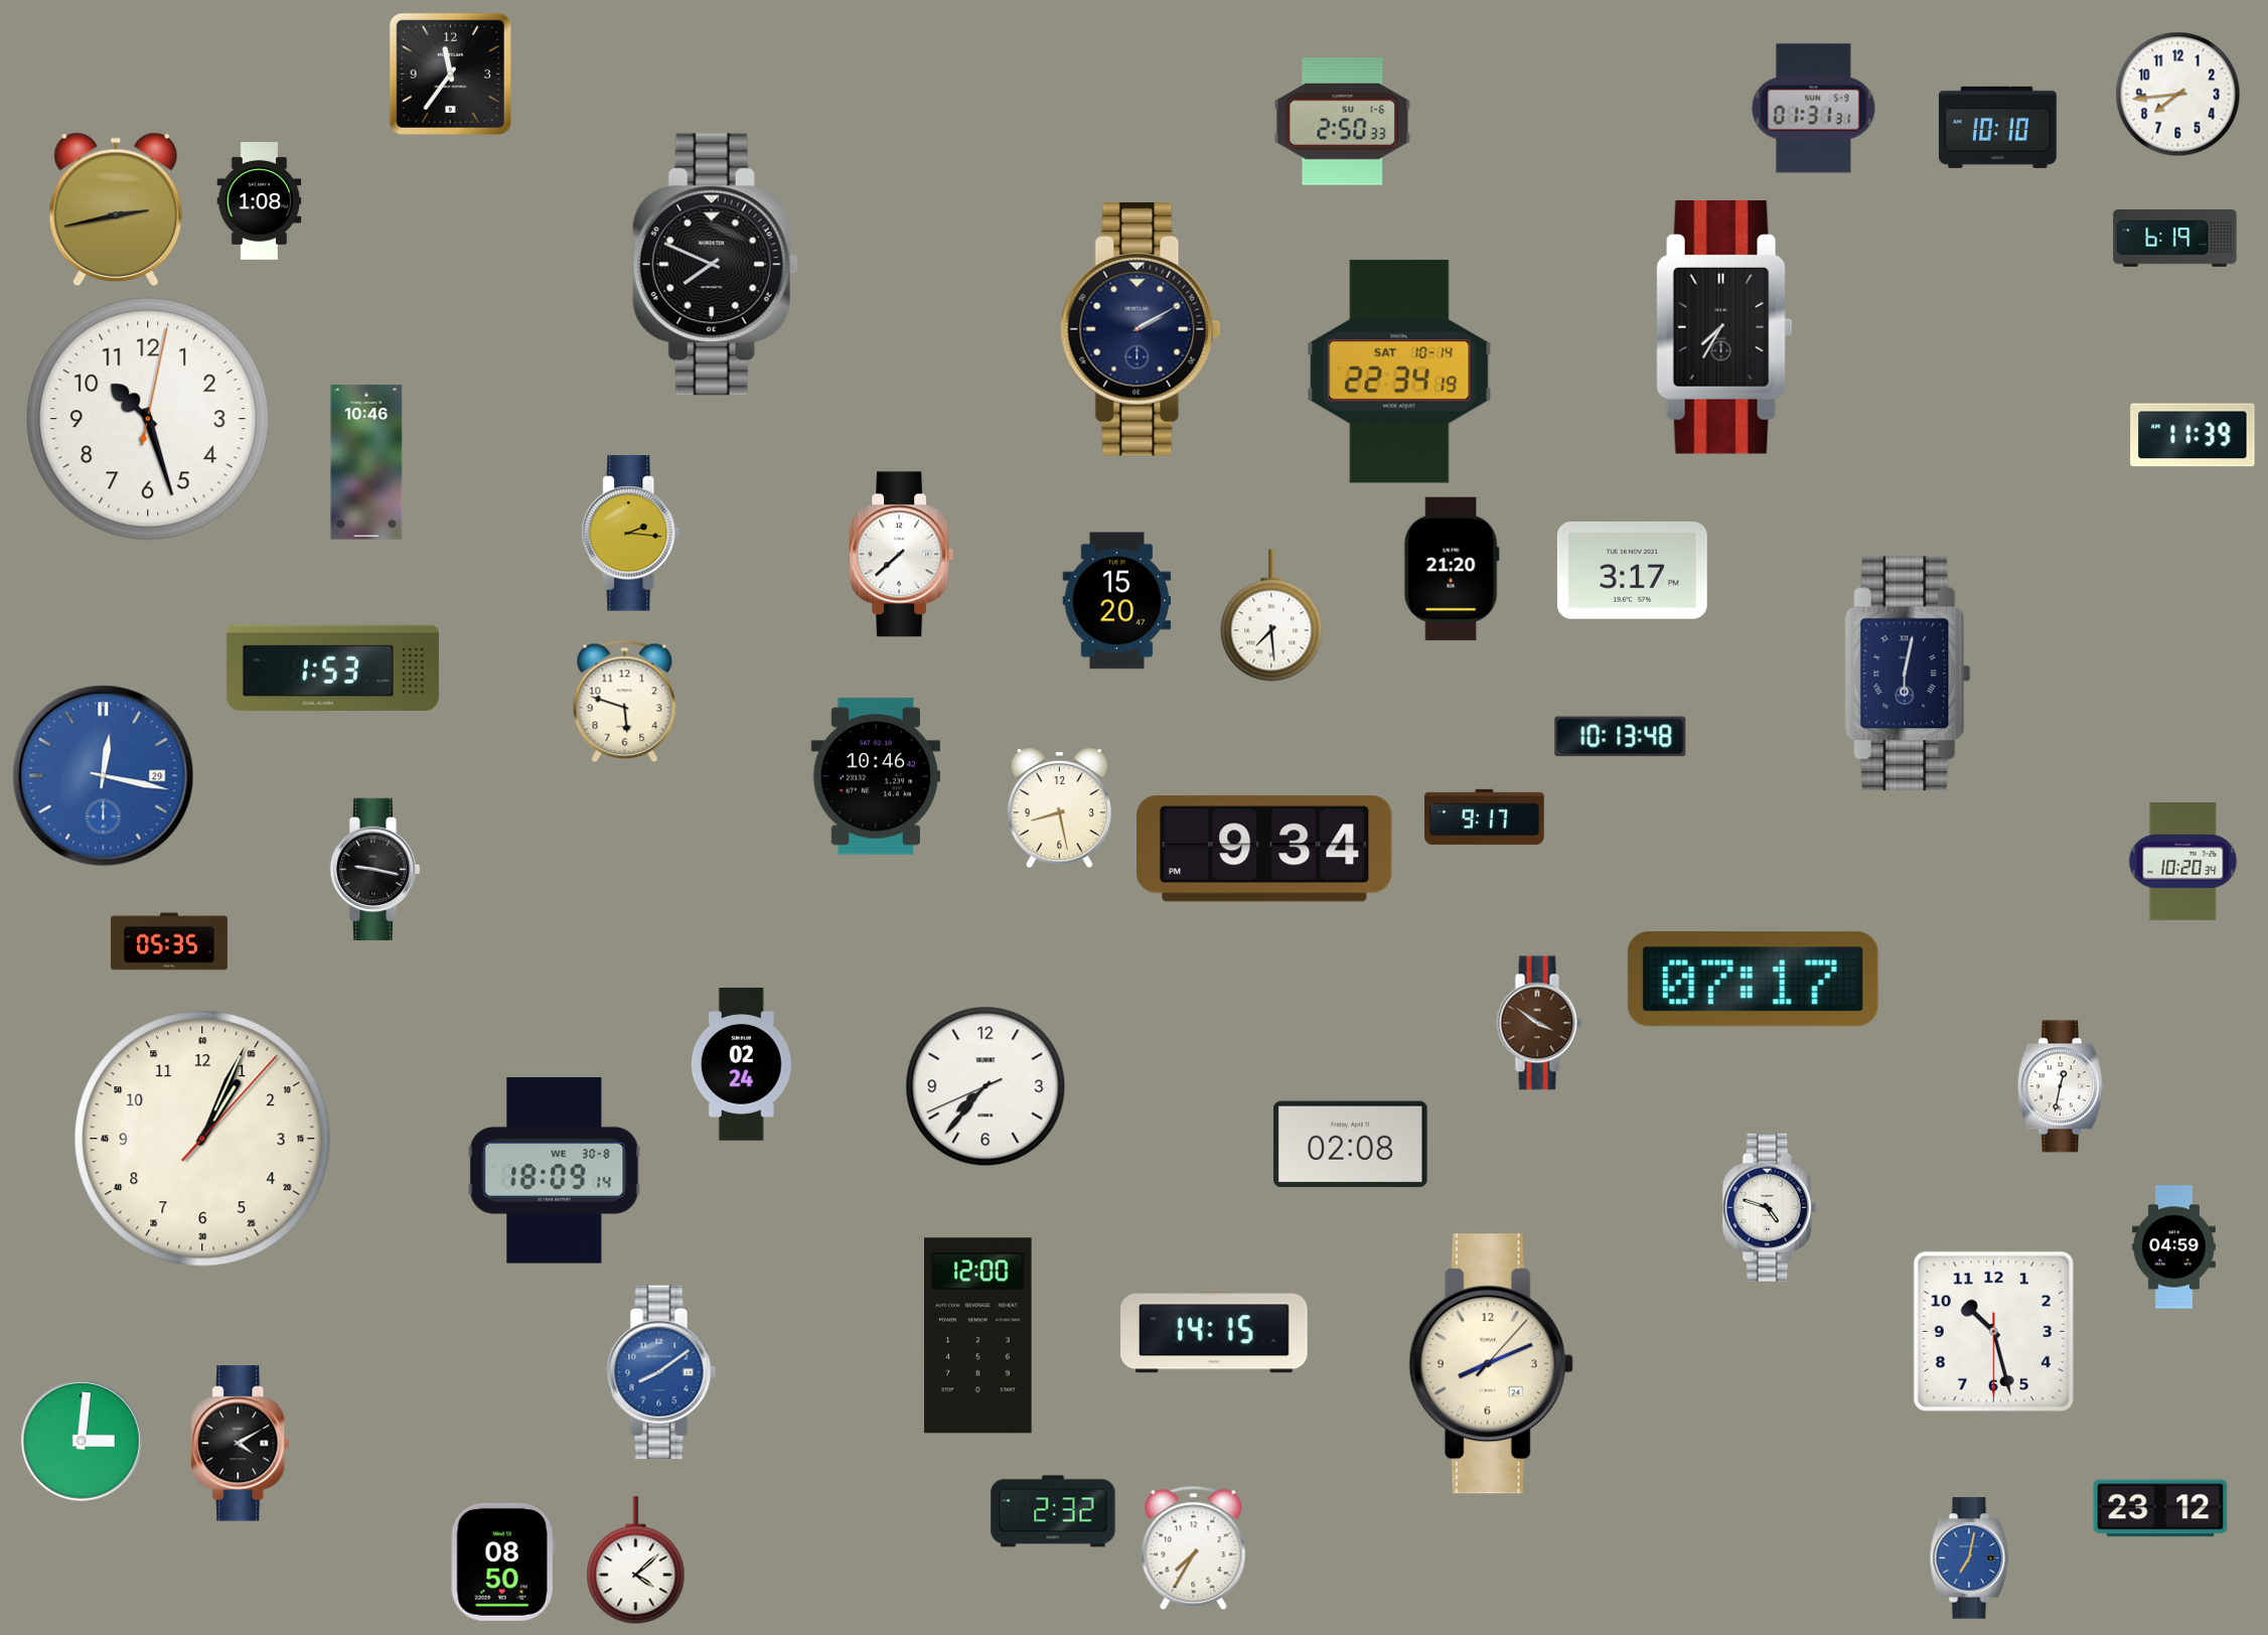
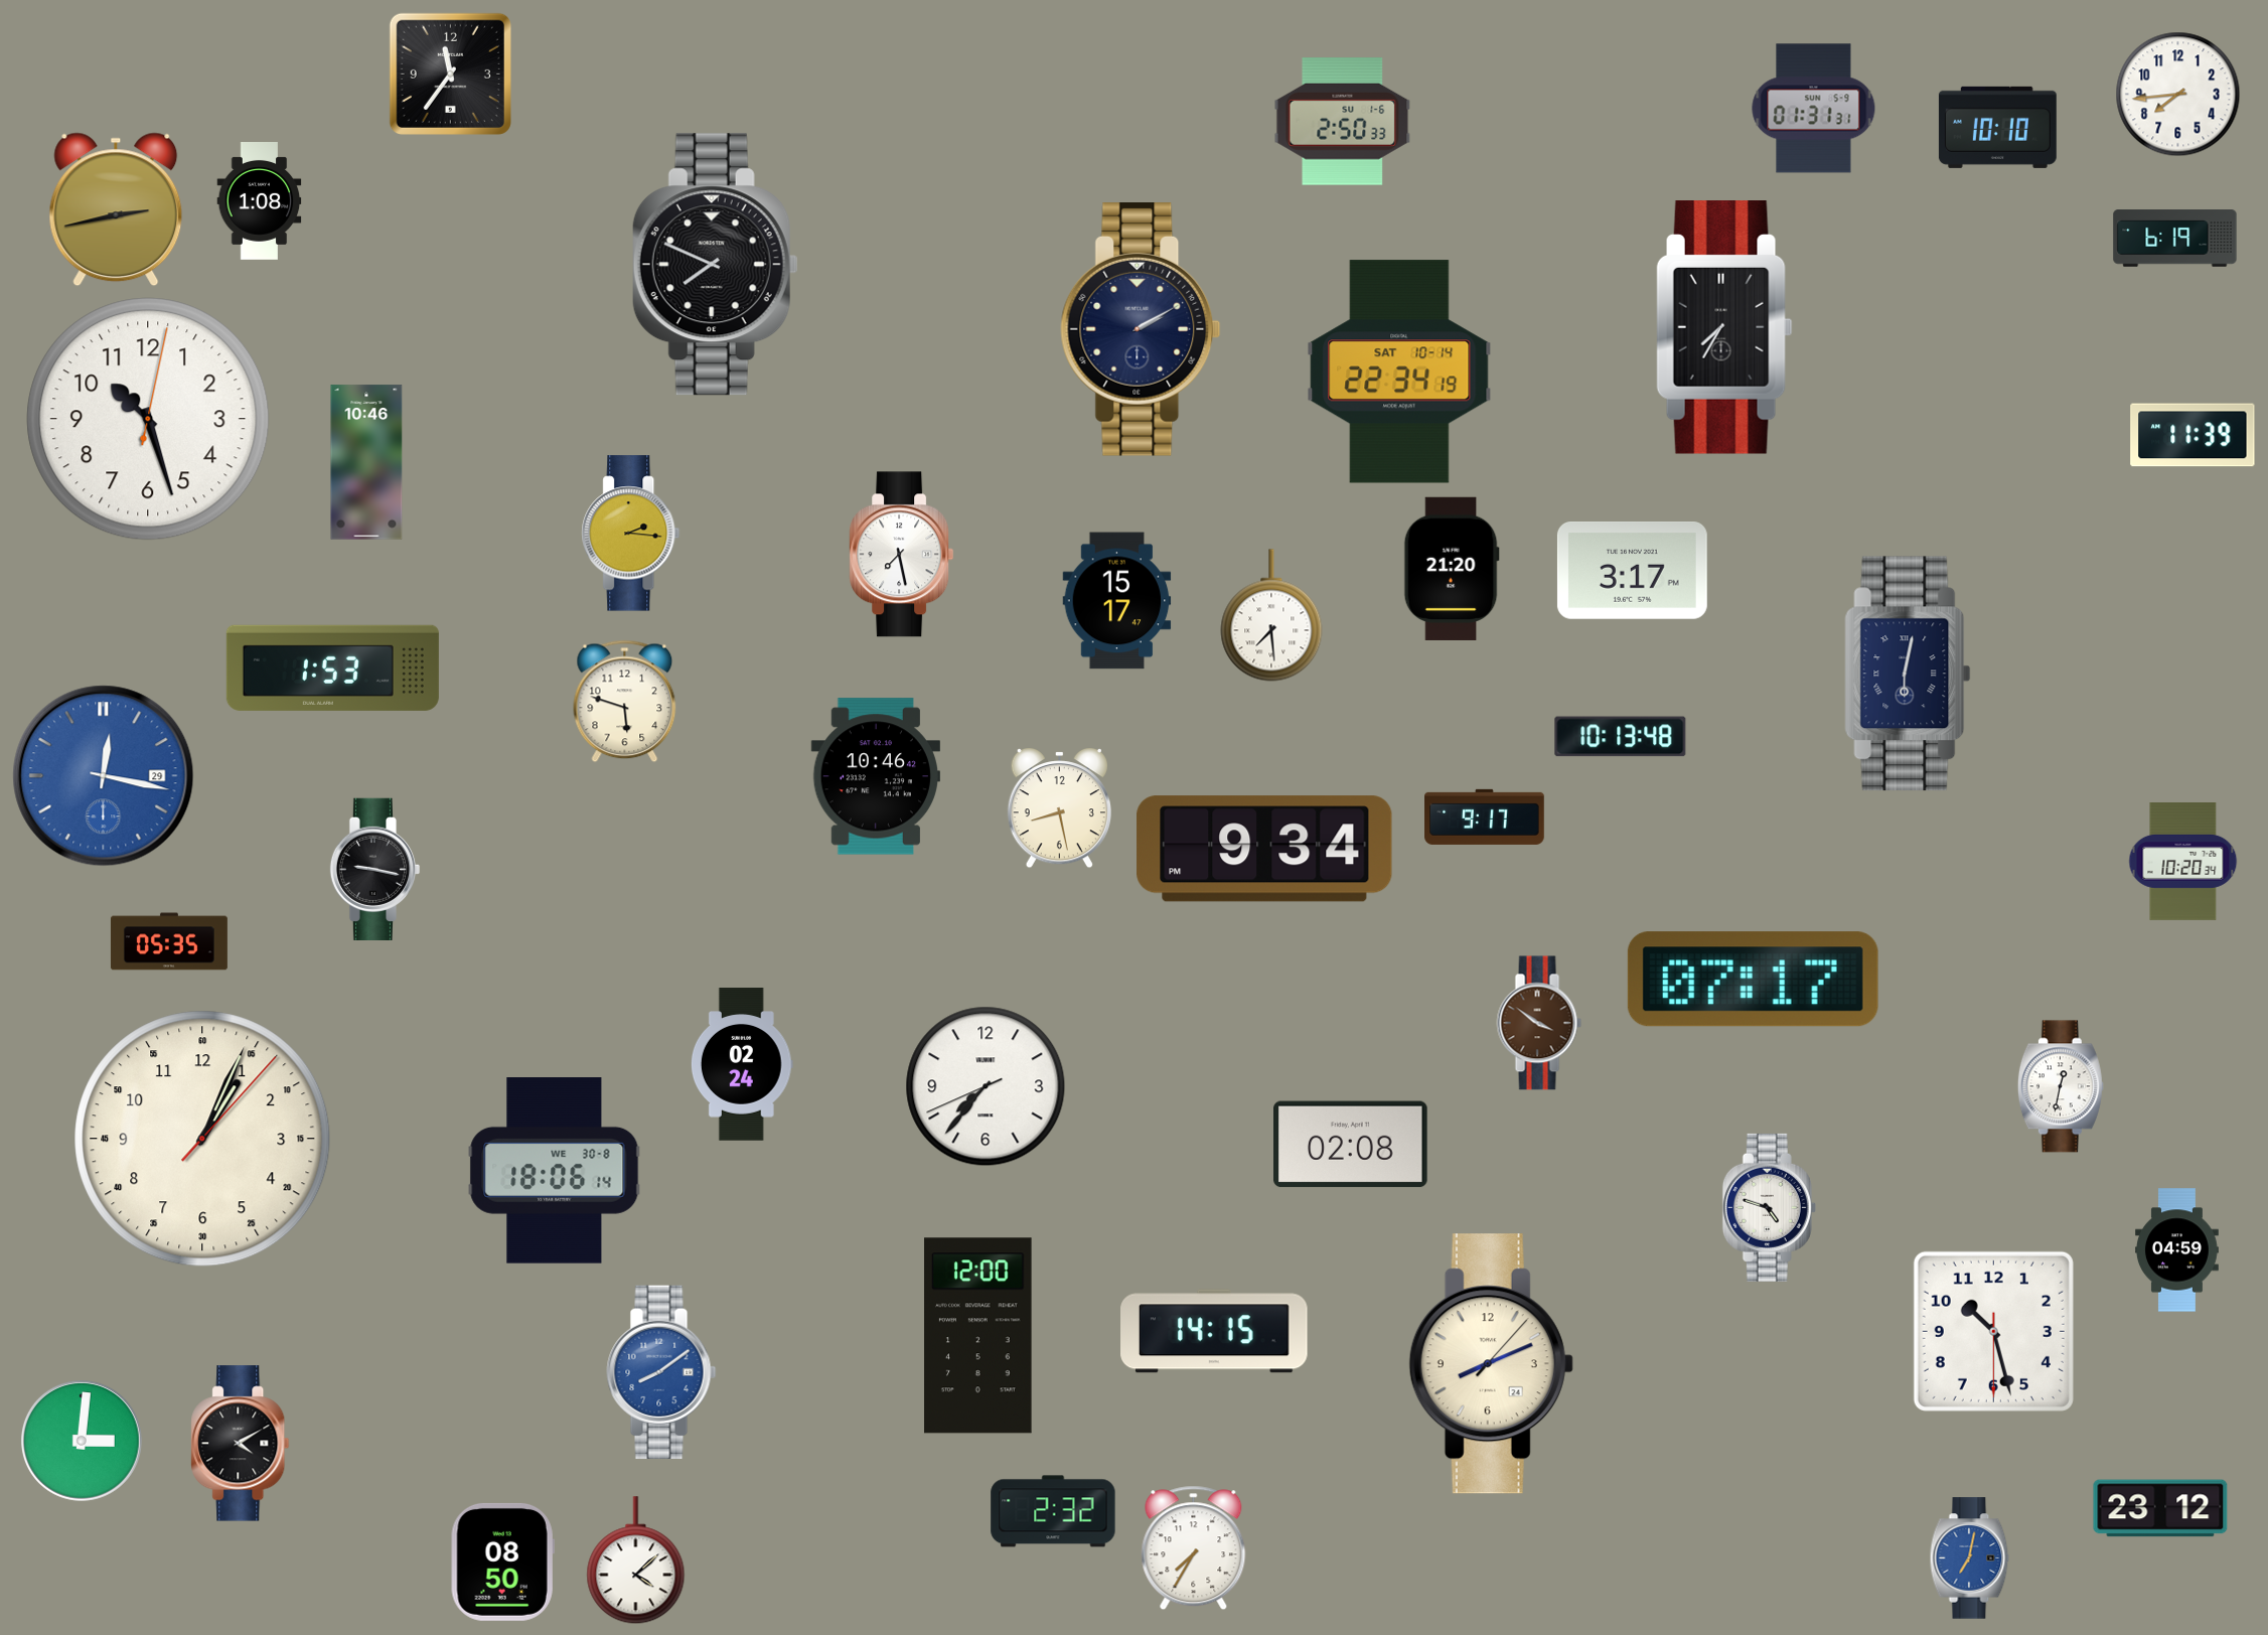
clock at (902, 555): 7:38 -> 7:28
clock at (1117, 601): 15:20 -> 15:17
clock at (555, 1171): 18:09 -> 18:06
clock at (2174, 1247) position: (2174, 1247) -> (2177, 1250)
